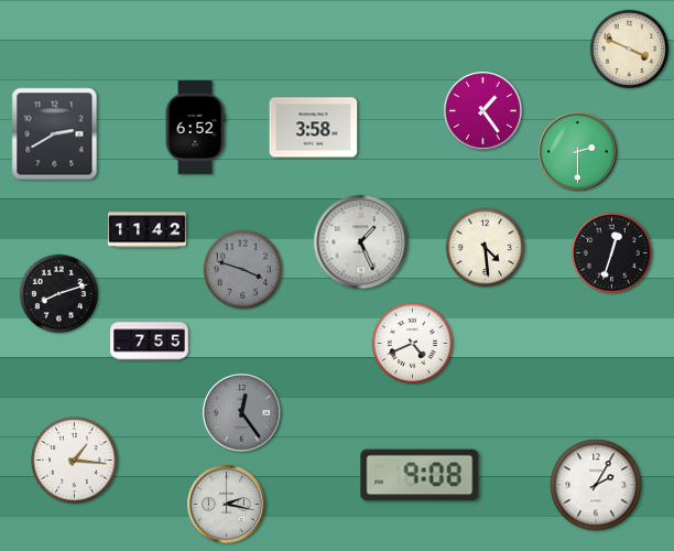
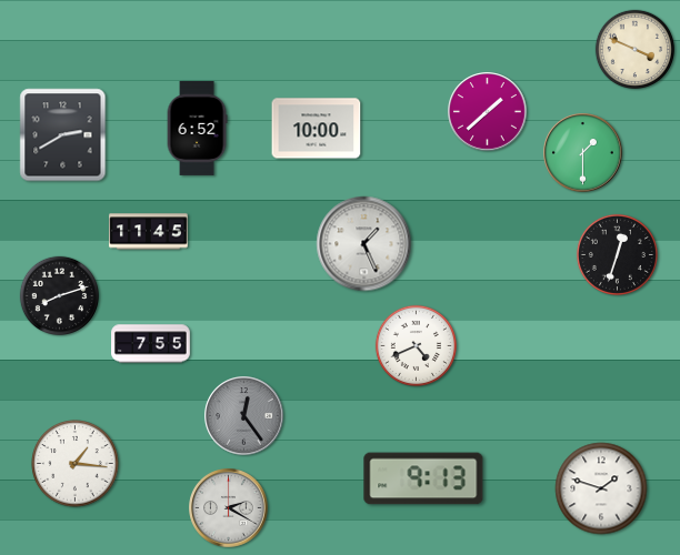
clock at (483, 111): 1:24 -> 1:38
clock at (314, 128): 3:58 -> 10:00
clock at (55, 134) position: (55, 134) -> (63, 135)
clock at (578, 152): 2:30 -> 1:30
clock at (148, 230): 11:42 -> 11:45
clock at (486, 248): 4:29 -> none
clock at (243, 270): 3:48 -> none
clock at (420, 475): 9:08 -> 9:13
clock at (596, 485): 2:05 -> 1:48
clock at (227, 505): 2:17 -> 2:20
